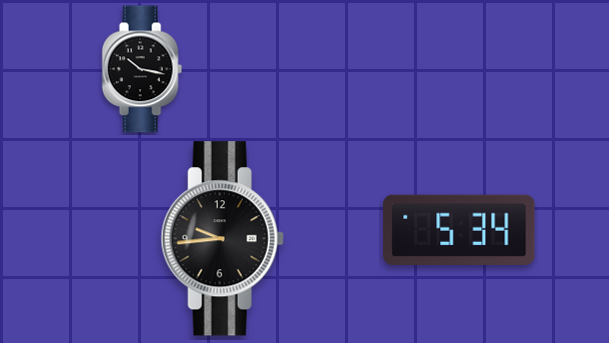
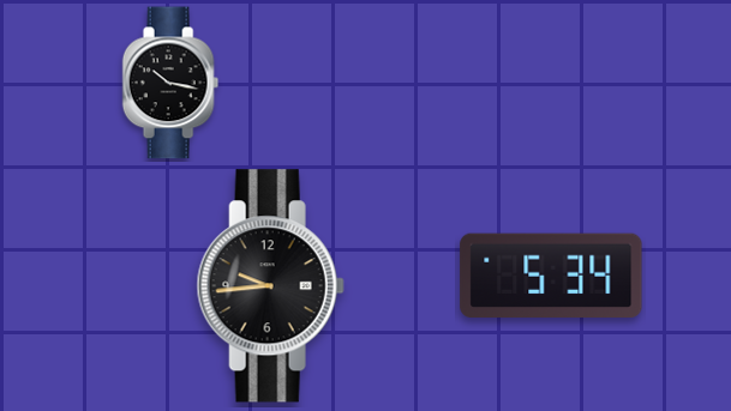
clock at (222, 239) position: (222, 239) -> (270, 286)
